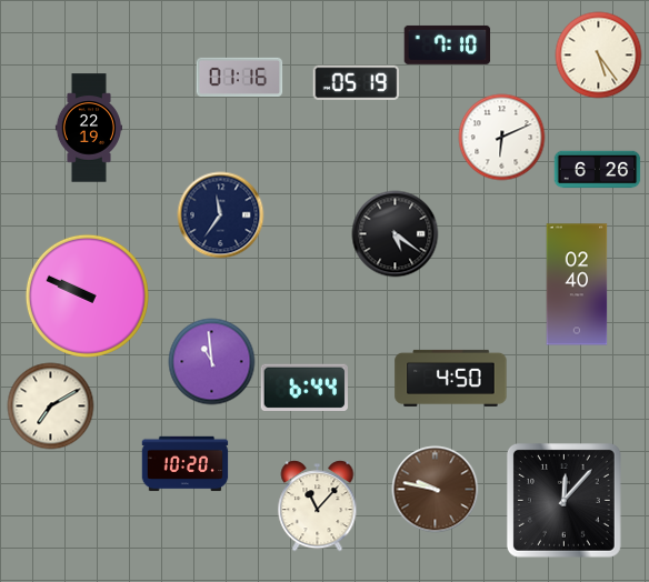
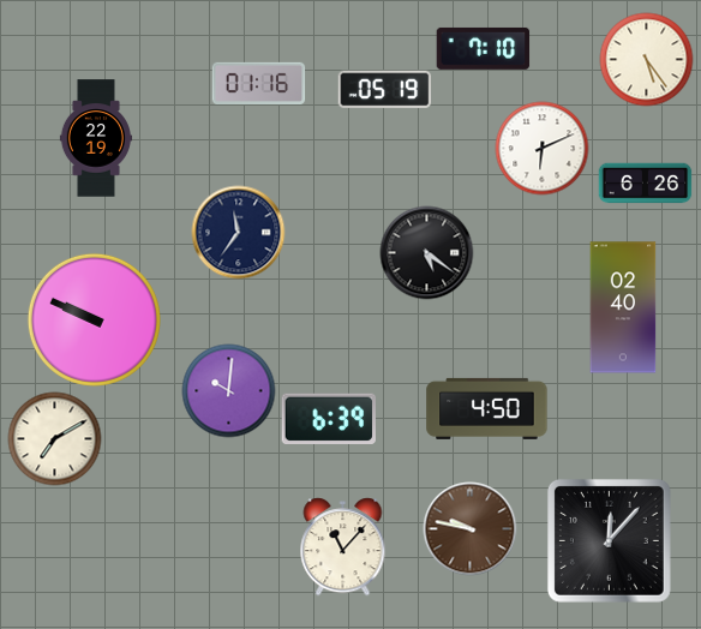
clock at (211, 361): 10:59 -> 10:01
clock at (304, 388): 6:44 -> 6:39
clock at (184, 464): 10:20 -> none
